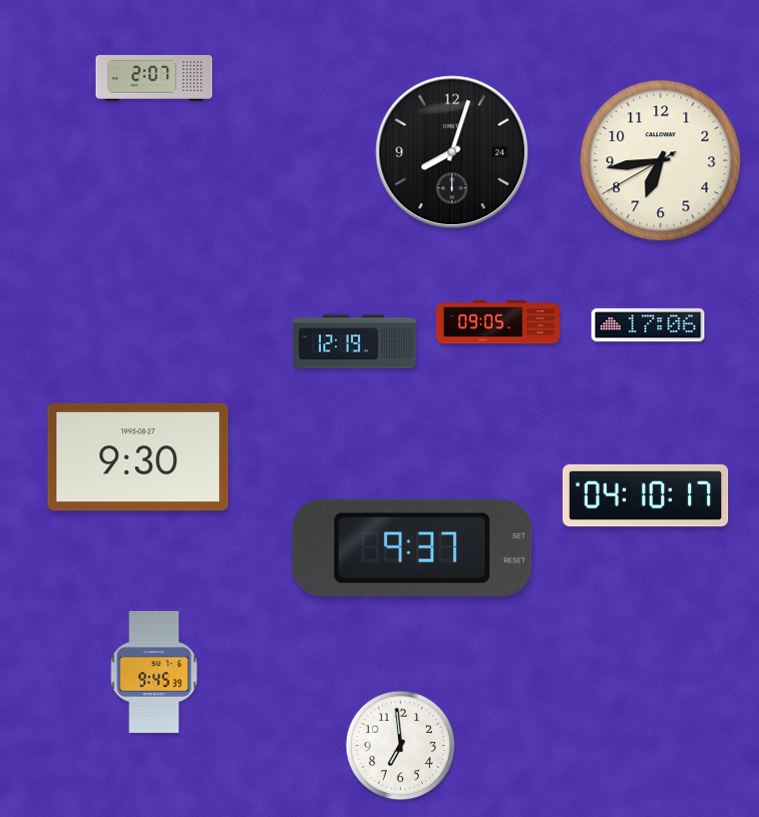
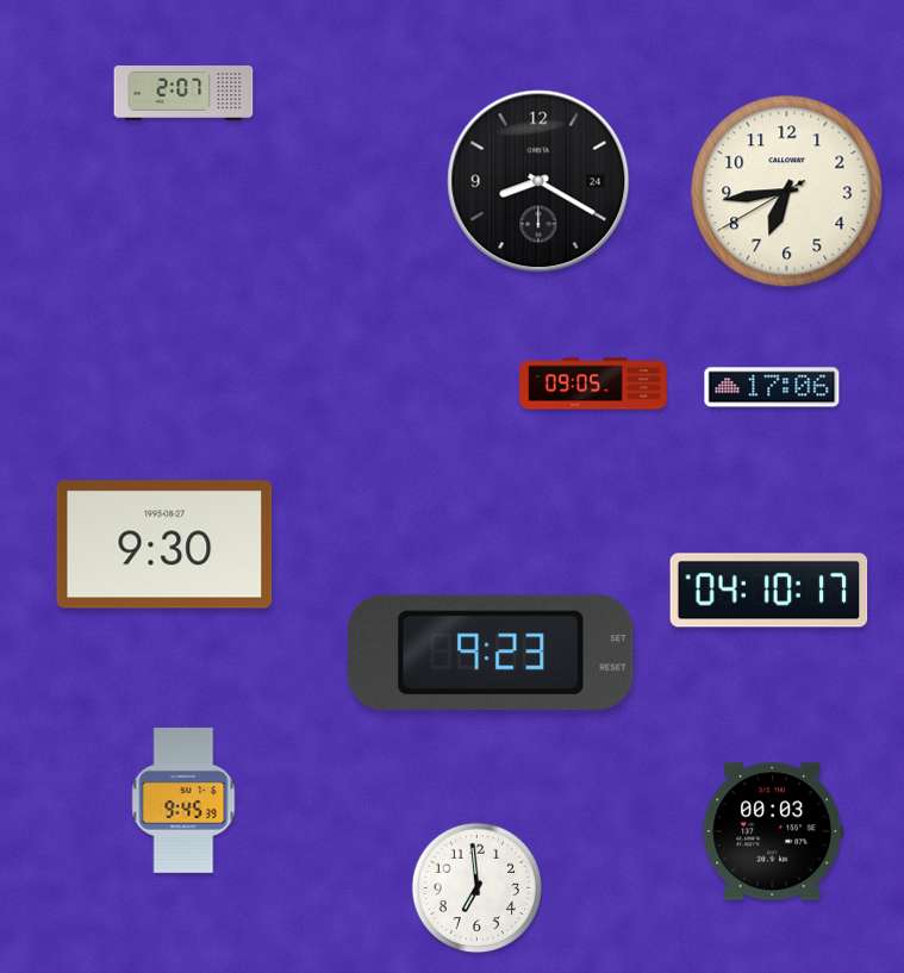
clock at (452, 152): 8:03 -> 8:20
clock at (355, 342): 12:19 -> none
clock at (412, 548): 9:37 -> 9:23
clock at (773, 831): none -> 00:03
